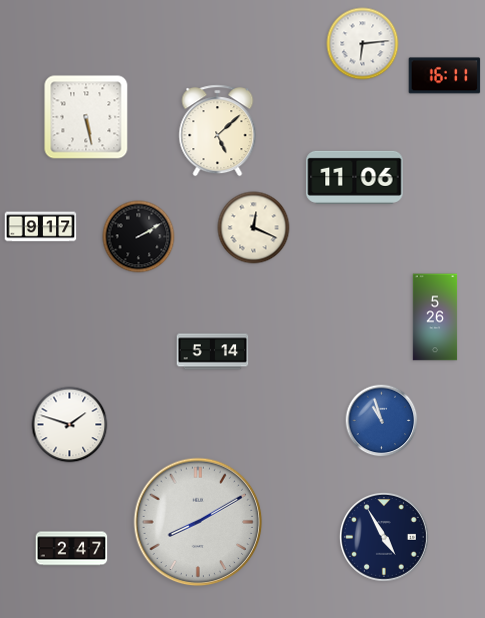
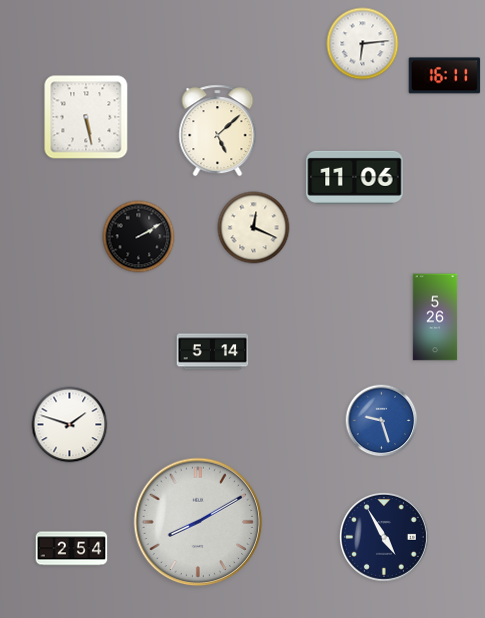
clock at (41, 227): 9:17 -> none
clock at (382, 421): 10:57 -> 9:27
clock at (72, 549): 2:47 -> 2:54
